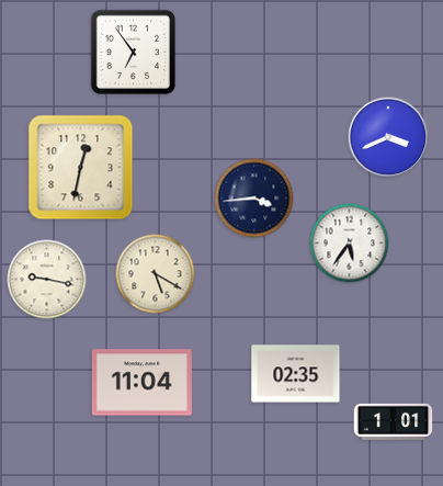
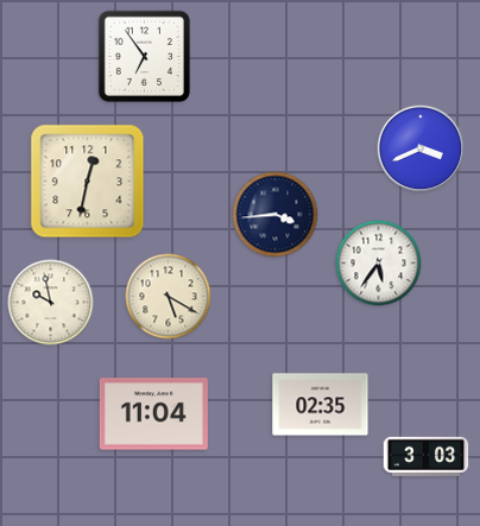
clock at (47, 280): 9:17 -> 9:58
clock at (394, 421): 1:01 -> 3:03
